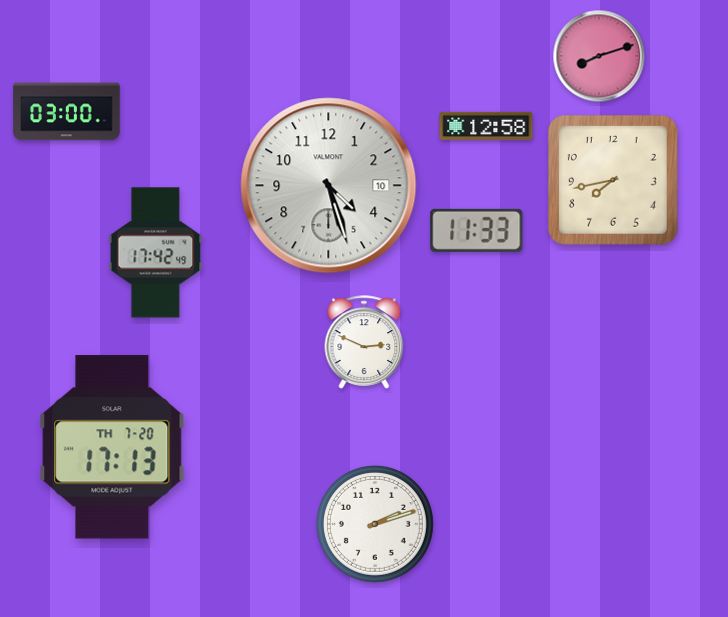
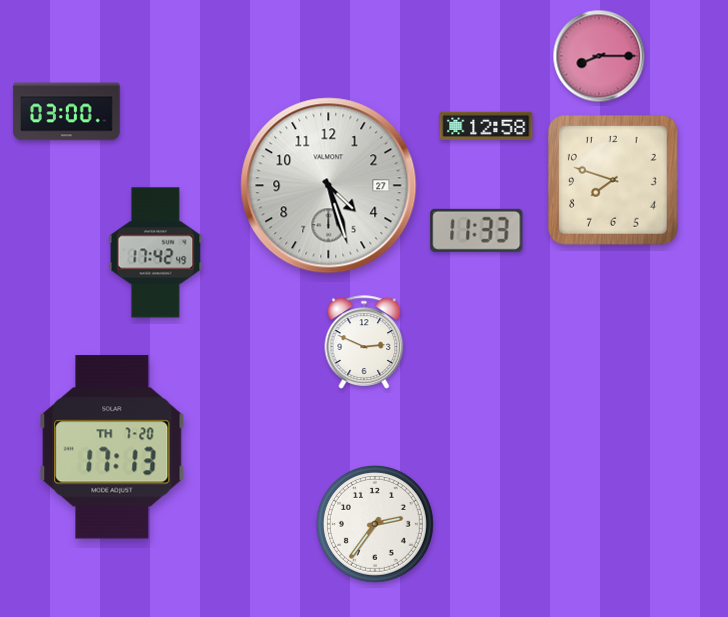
clock at (599, 56): 8:12 -> 8:15
clock at (613, 180): 7:43 -> 7:48
clock at (329, 186) date: 10 -> 27
clock at (375, 524): 2:12 -> 2:36
